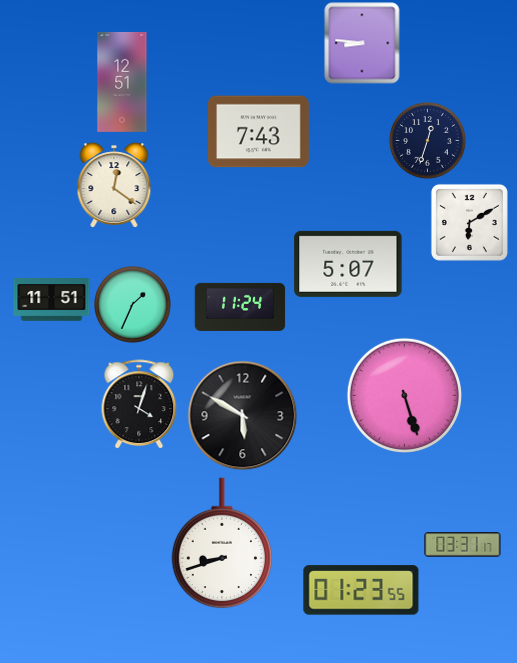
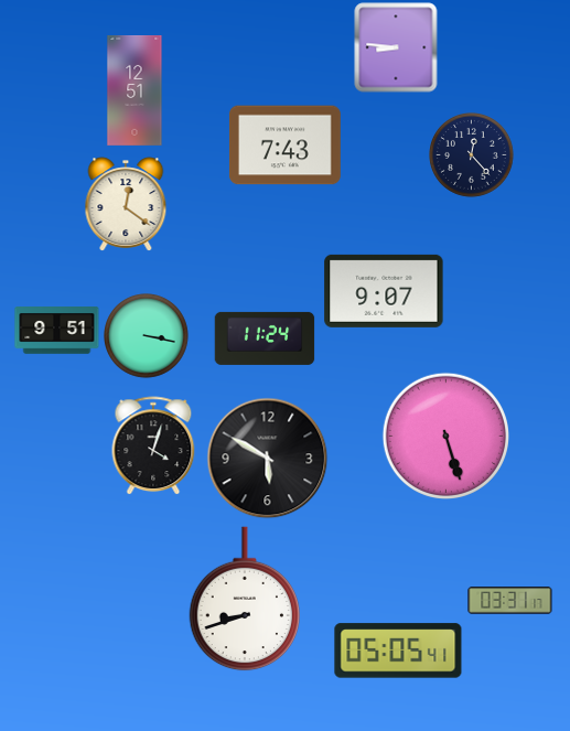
clock at (362, 43) position: (362, 43) -> (396, 47)
clock at (428, 141): 12:33 -> 12:23
clock at (469, 222): 6:10 -> none
clock at (348, 264): 5:07 -> 9:07
clock at (52, 300): 11:51 -> 9:51
clock at (133, 305): 1:34 -> 3:17
clock at (361, 590): 01:23 -> 05:05
